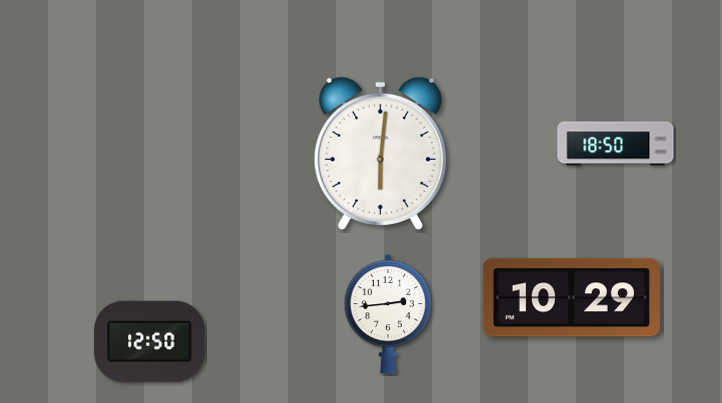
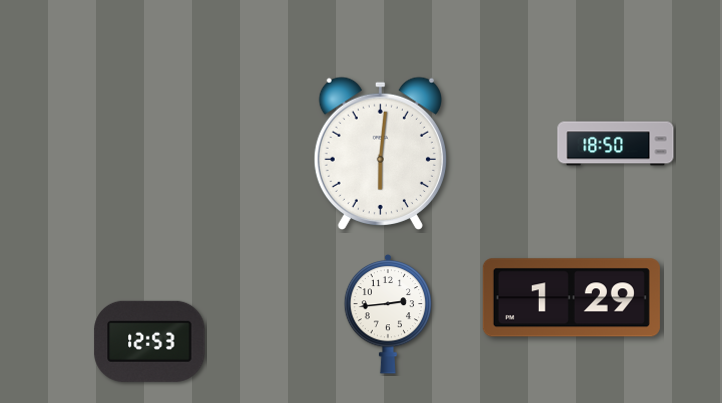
clock at (571, 298): 10:29 -> 1:29
clock at (150, 341): 12:50 -> 12:53
